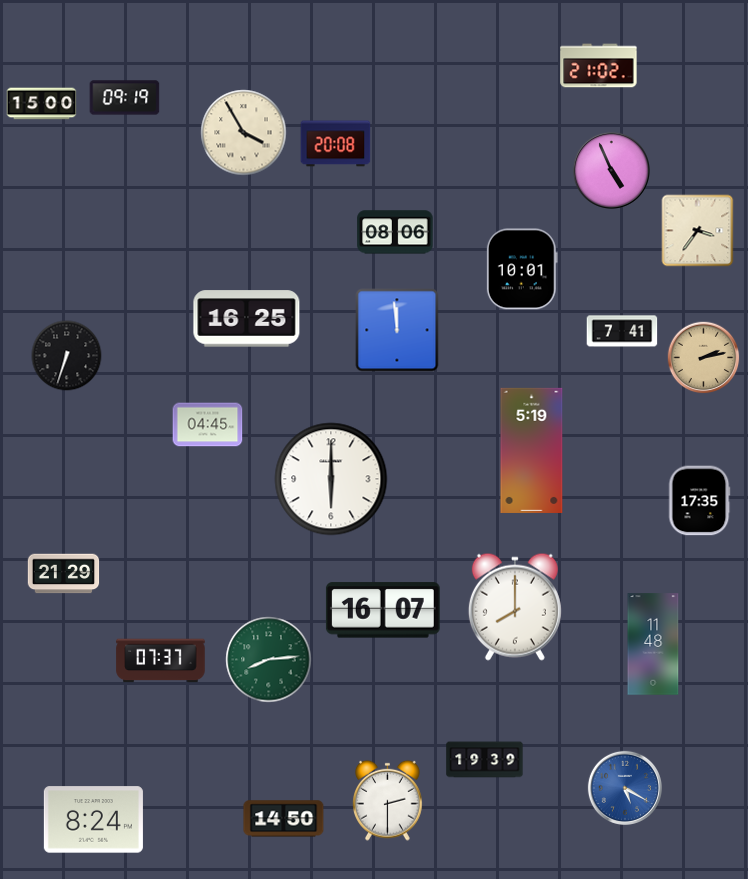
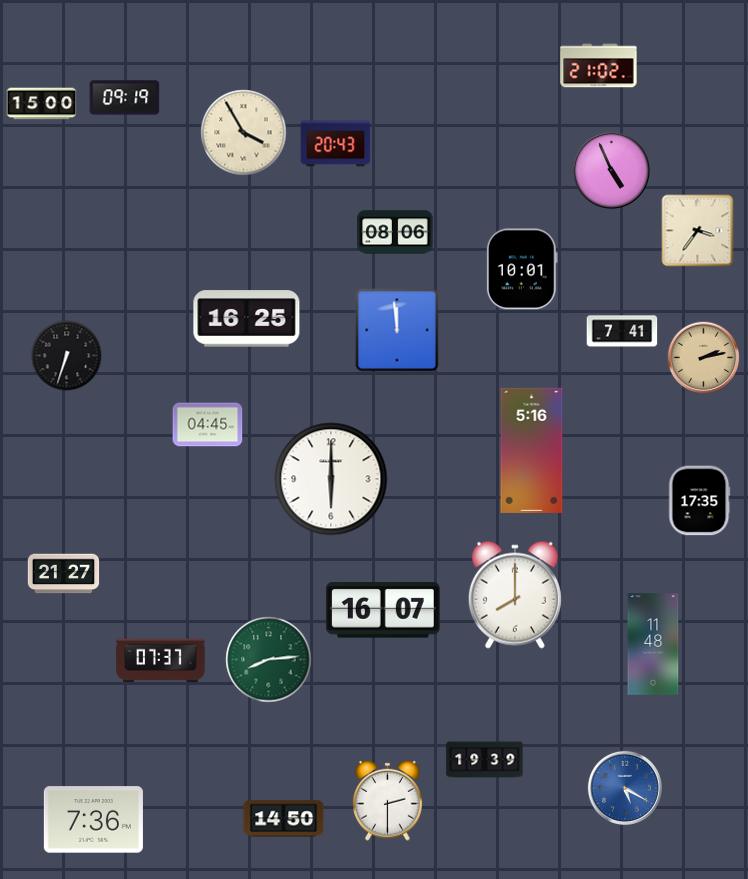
clock at (336, 144): 20:08 -> 20:43
clock at (532, 450): 5:19 -> 5:16
clock at (64, 574): 21:29 -> 21:27
clock at (515, 607) position: (515, 607) -> (515, 595)
clock at (93, 820): 8:24 -> 7:36
